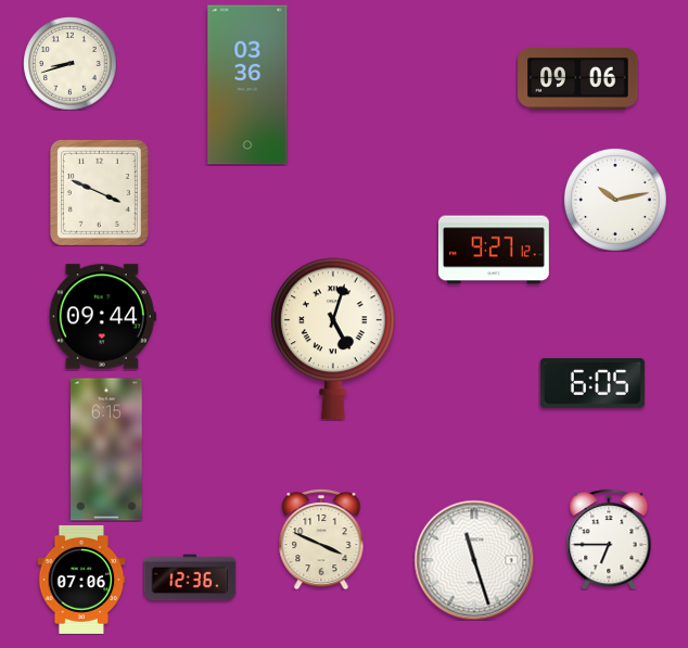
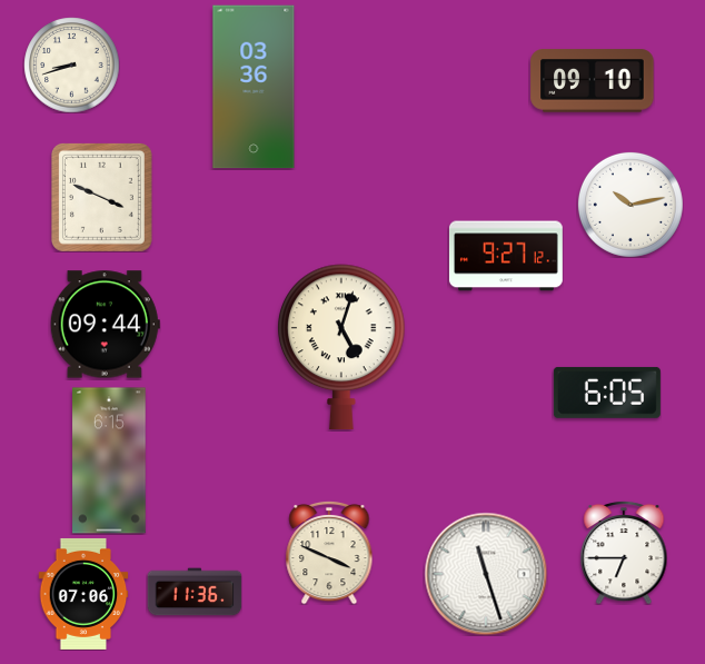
clock at (578, 79): 09:06 -> 09:10
clock at (190, 577): 12:36 -> 11:36
